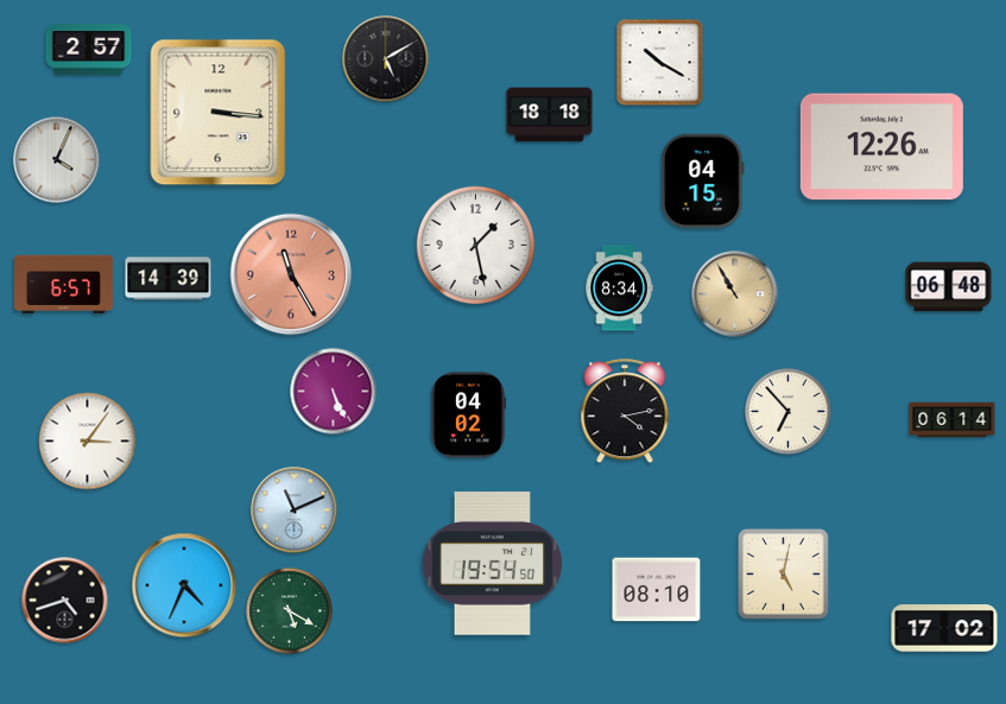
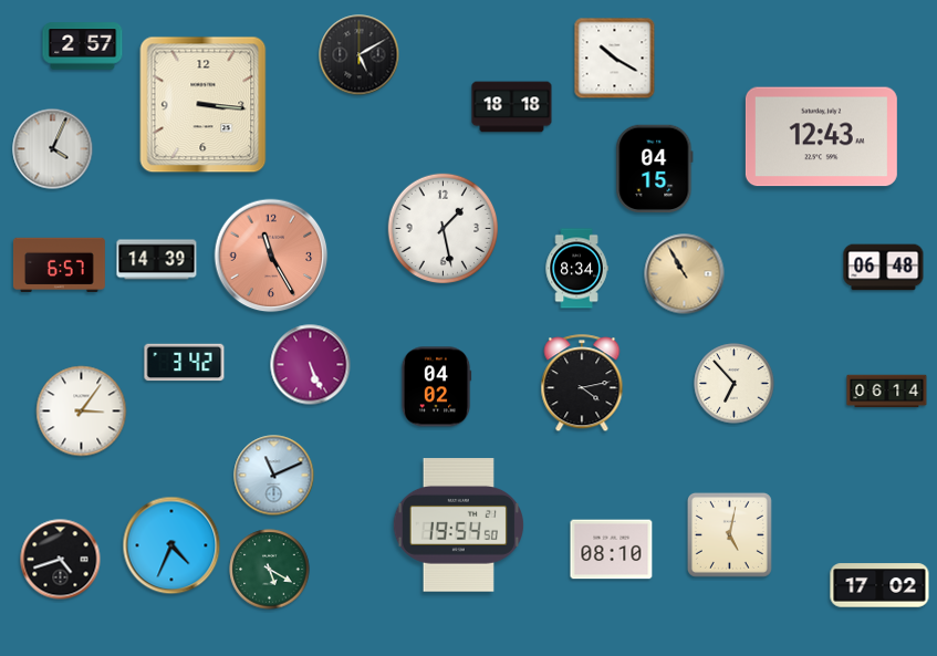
clock at (881, 147): 12:26 -> 12:43
clock at (185, 363): none -> 3:42
